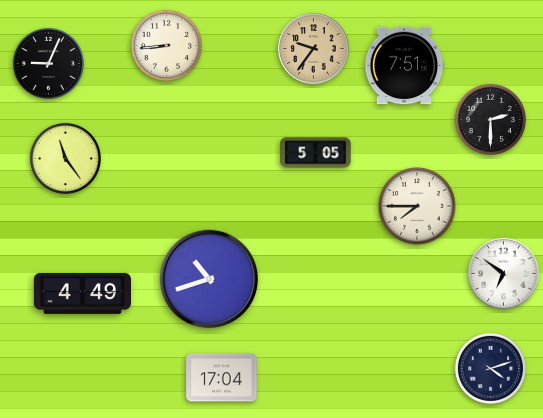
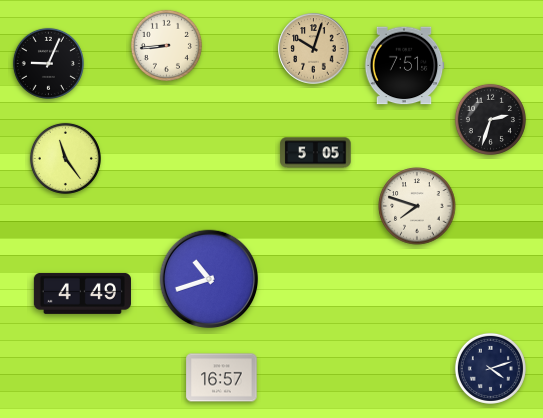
clock at (314, 49): 9:36 -> 10:03
clock at (490, 119): 2:30 -> 2:33
clock at (417, 206): 7:45 -> 7:48
clock at (504, 274): 6:51 -> none
clock at (222, 378): 17:04 -> 16:57
